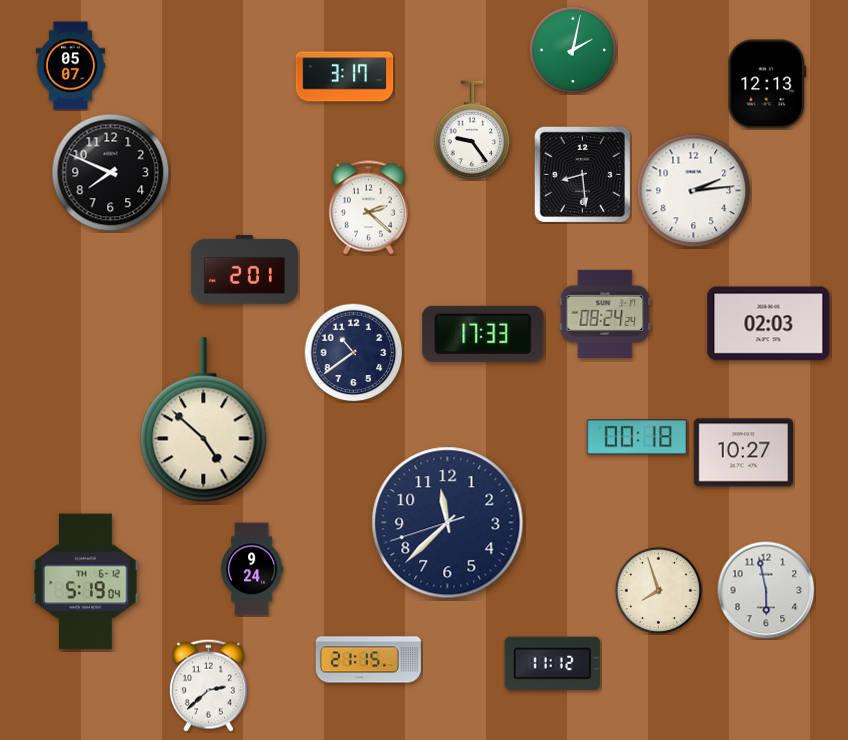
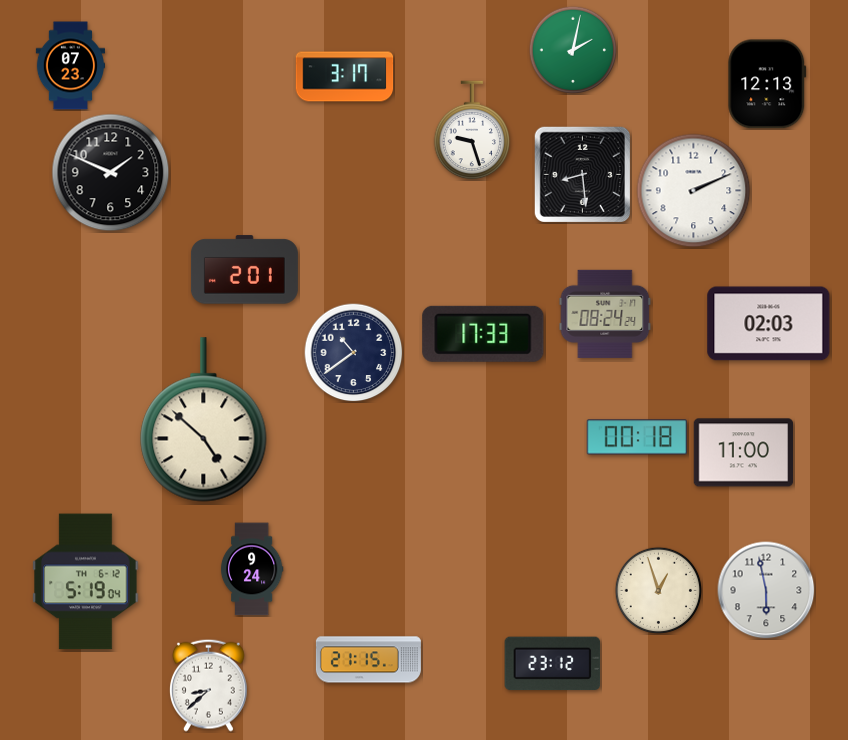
clock at (71, 66): 05:07 -> 07:23
clock at (472, 130): 9:24 -> 9:27
clock at (111, 173): 7:49 -> 1:49
clock at (694, 191): 2:14 -> 2:11
clock at (368, 208): 2:22 -> none
clock at (744, 453): 10:27 -> 11:00
clock at (448, 523): 11:37 -> none
clock at (658, 590): 7:57 -> 12:57
clock at (553, 664): 11:12 -> 23:12
clock at (209, 685): 2:38 -> 8:38
